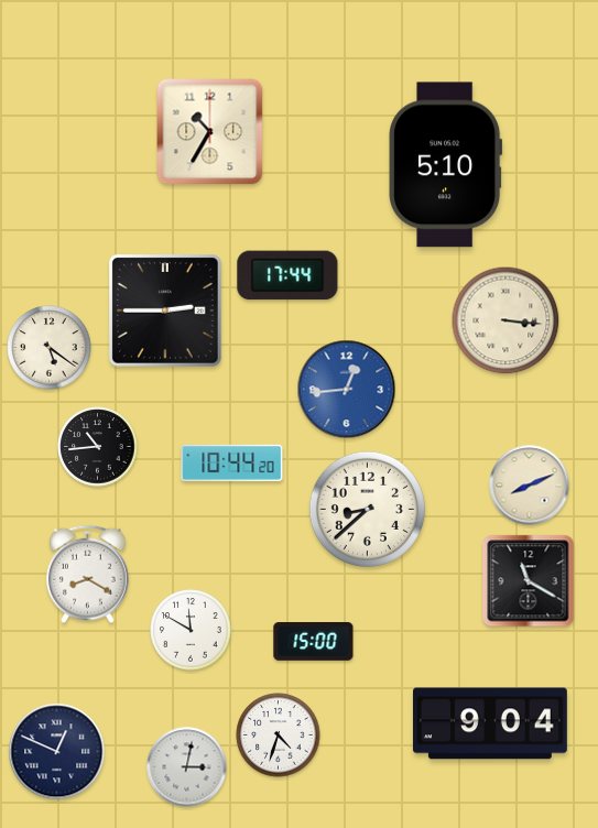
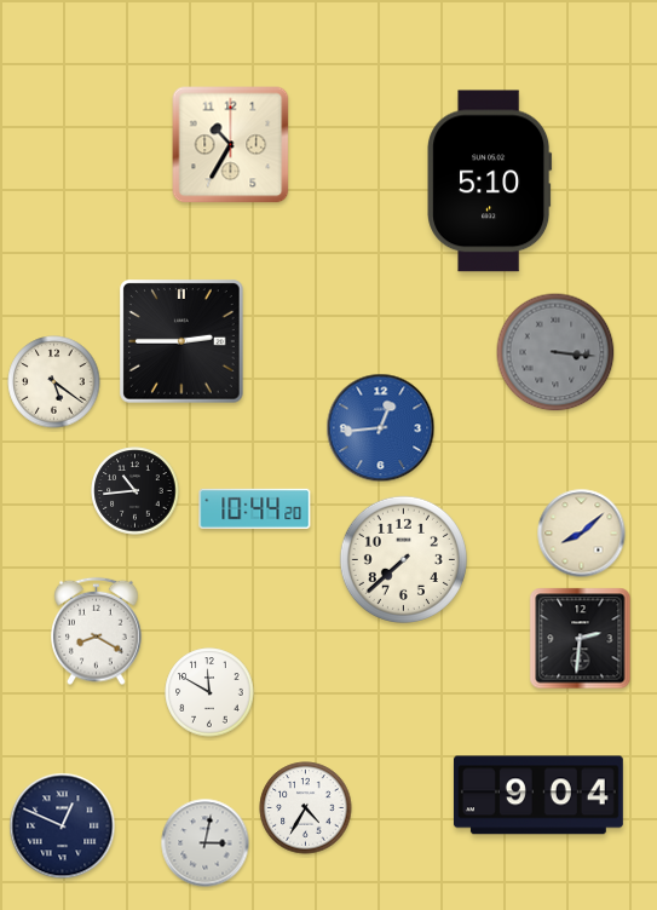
clock at (287, 275): 17:44 -> none
clock at (505, 320) dial: cream -> grey
clock at (98, 447) position: (98, 447) -> (136, 491)
clock at (530, 486): 8:11 -> 8:08
clock at (367, 509): 8:38 -> 7:38
clock at (529, 581): 11:20 -> 2:31
clock at (314, 642): 15:00 -> none
clock at (279, 736): 4:33 -> 4:35
